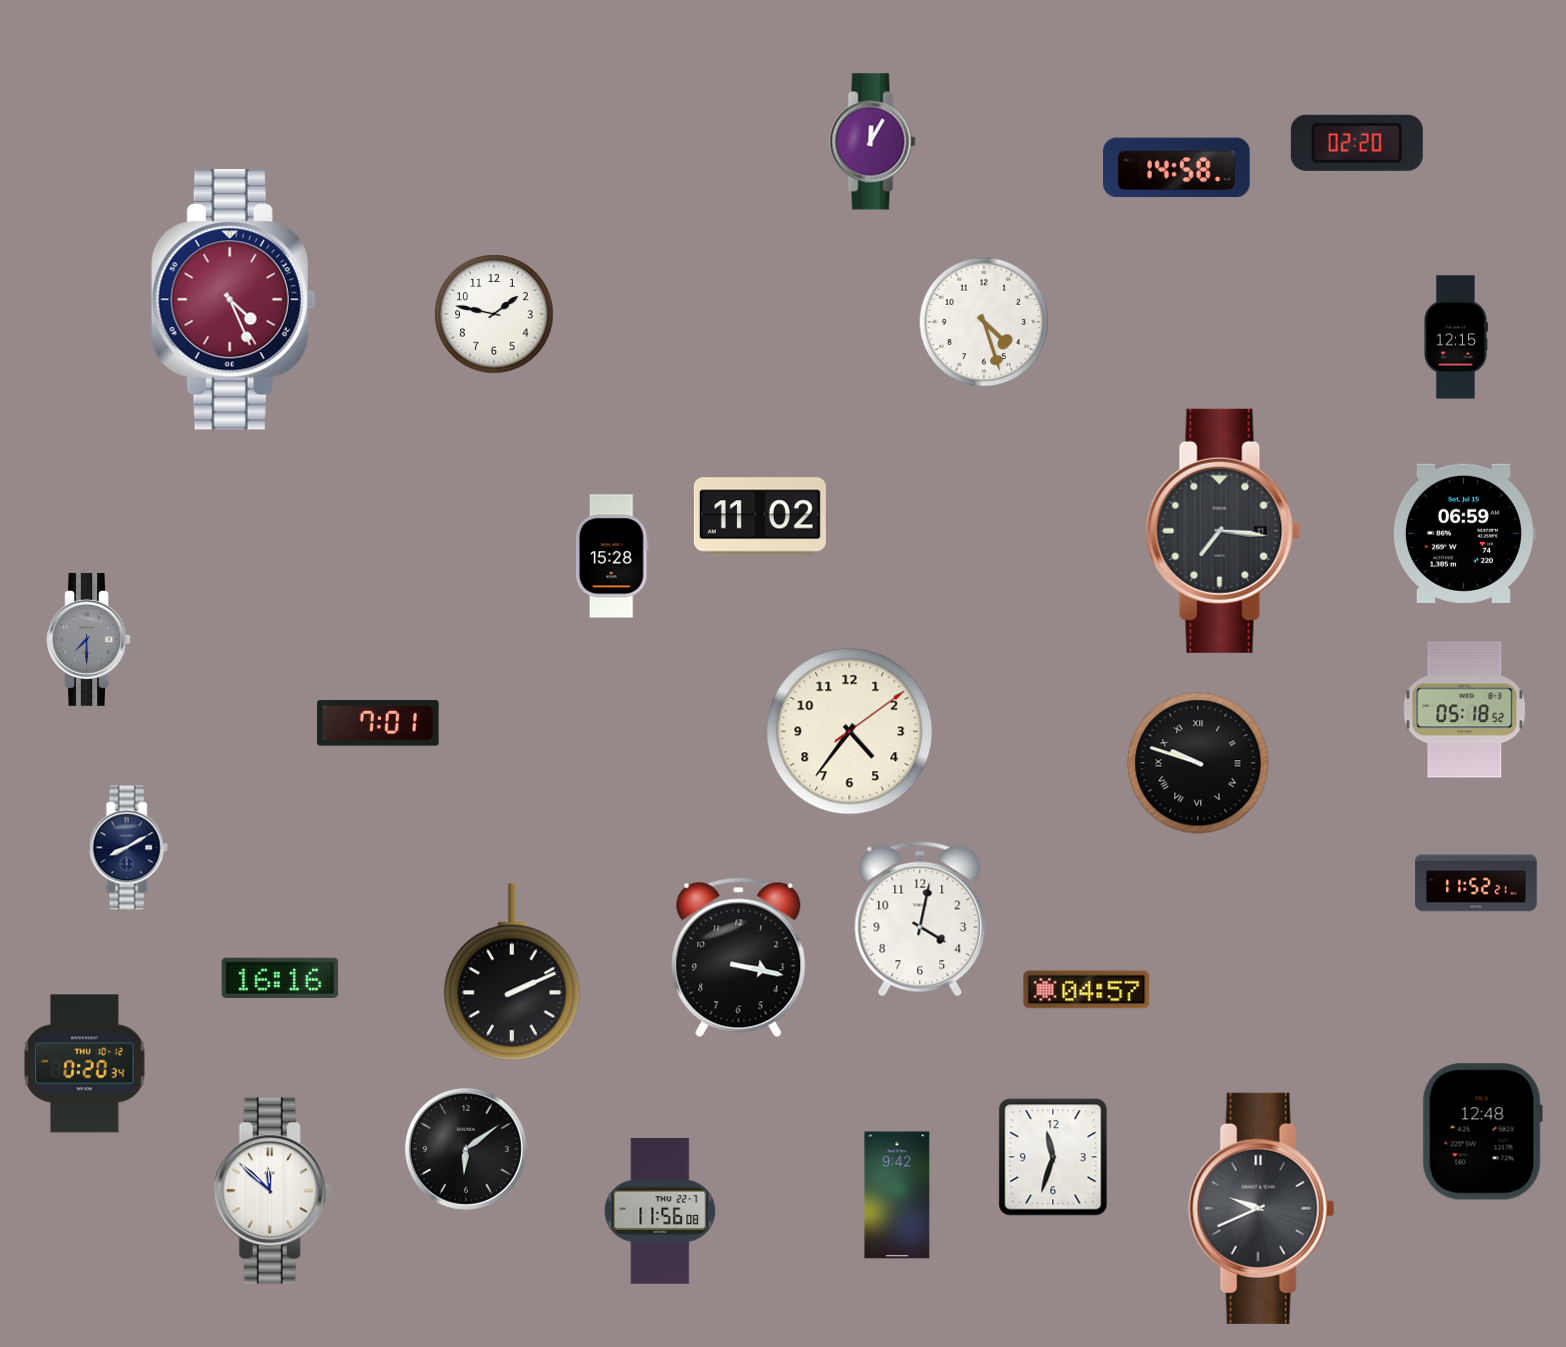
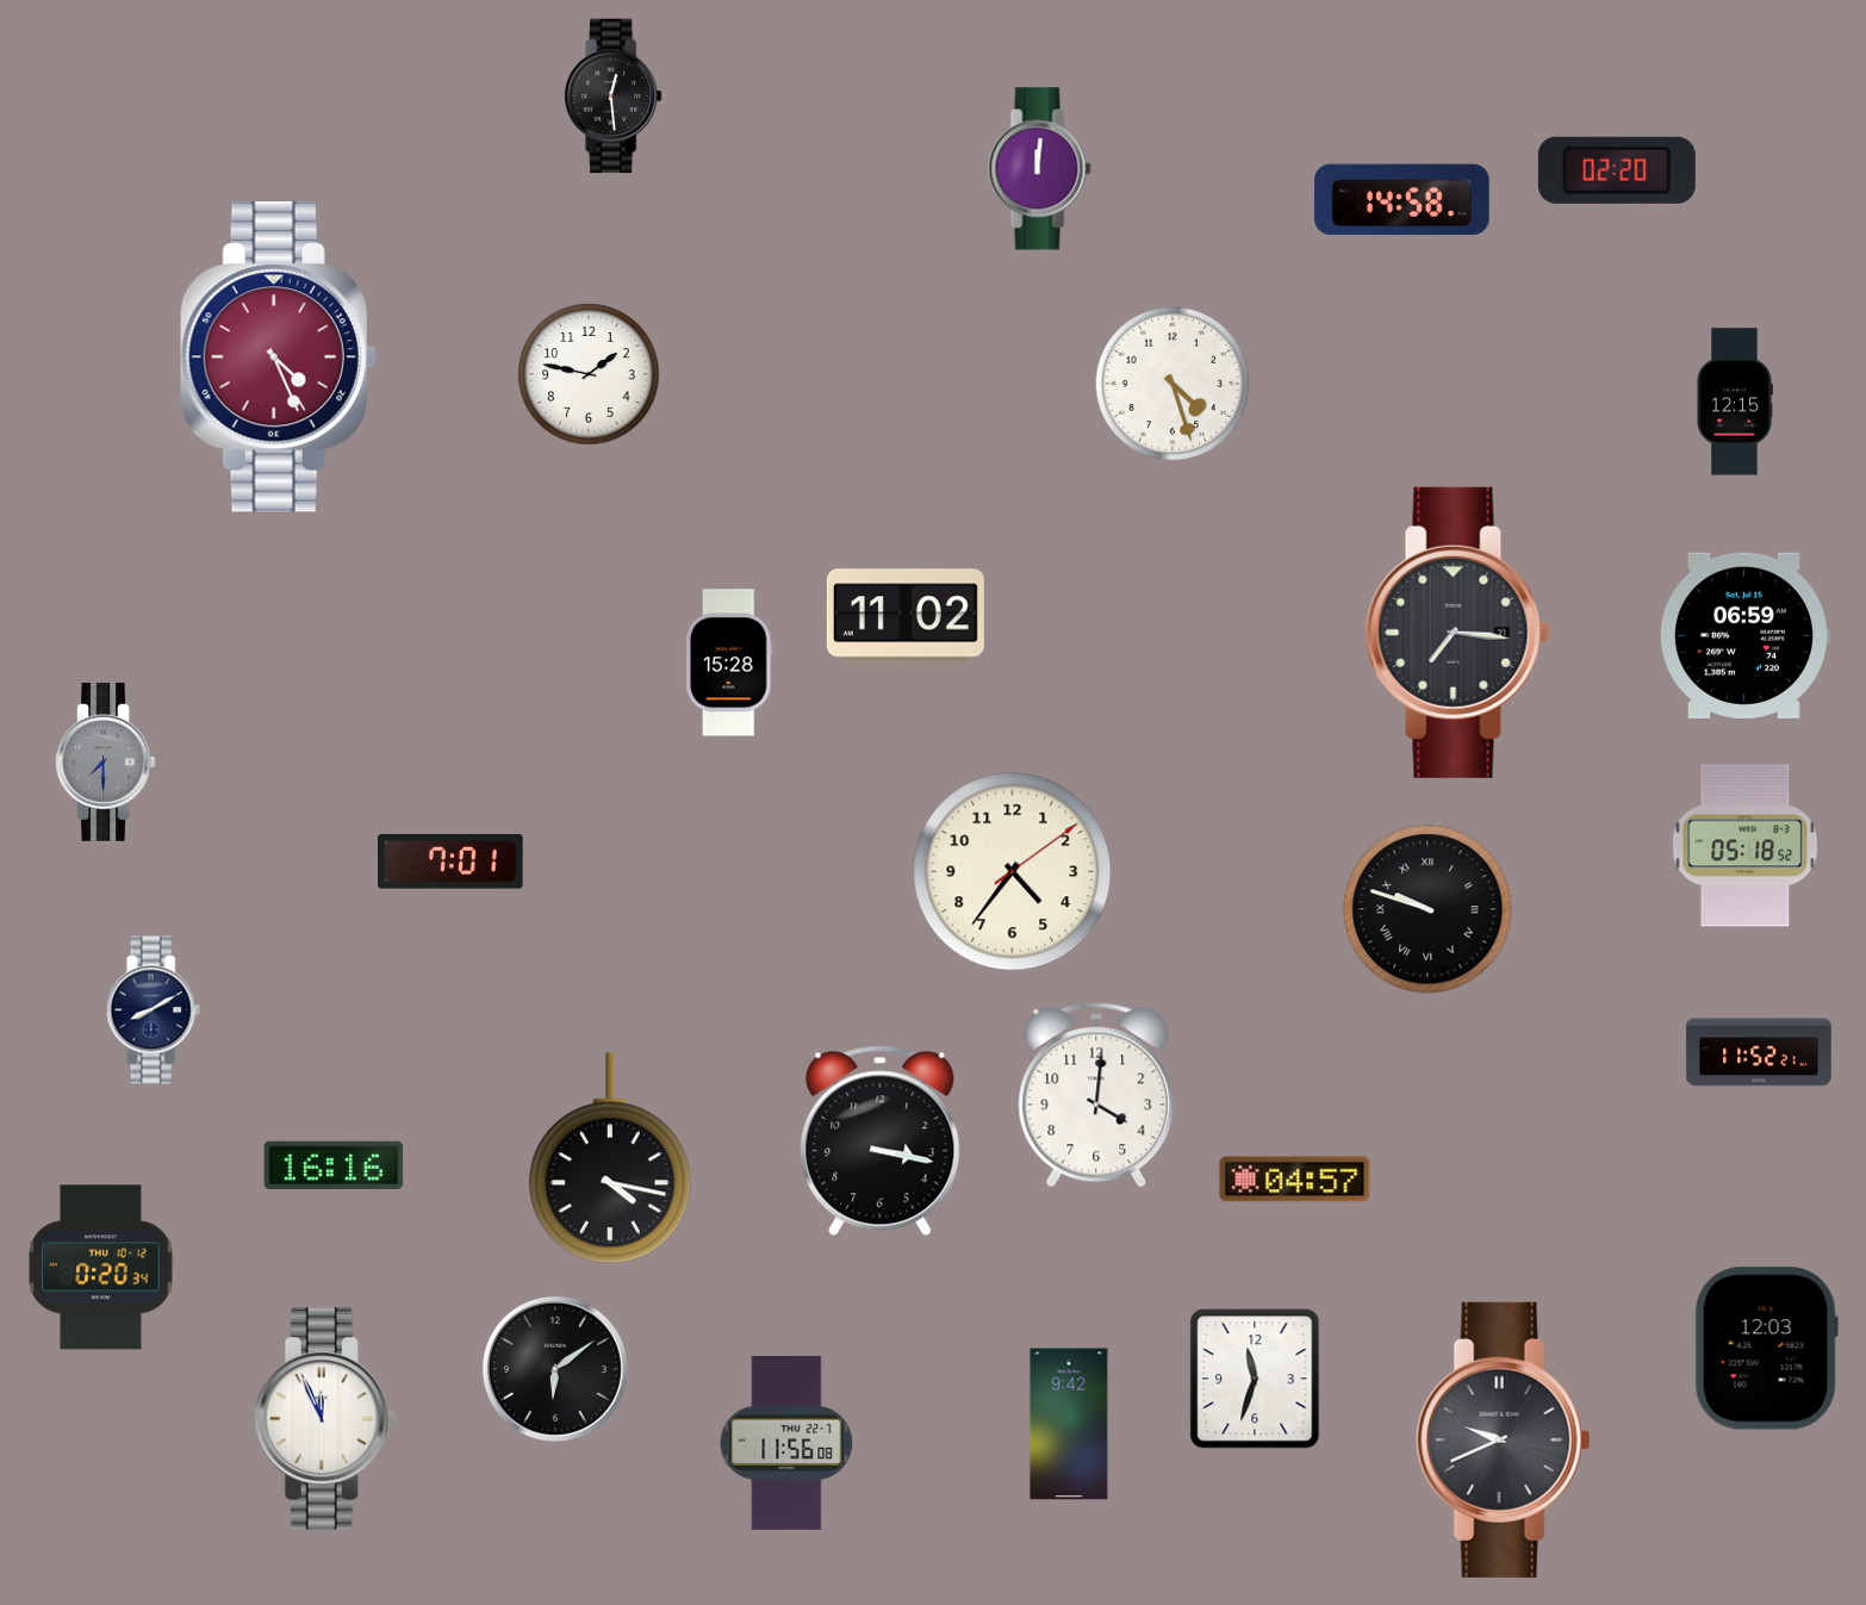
clock at (614, 97): none -> 12:29
clock at (873, 142): 12:05 -> 12:01
clock at (920, 919): 4:02 -> 4:01
clock at (512, 972): 2:11 -> 4:17
clock at (1482, 1132): 12:48 -> 12:03
clock at (273, 1191): 11:52 -> 11:56
